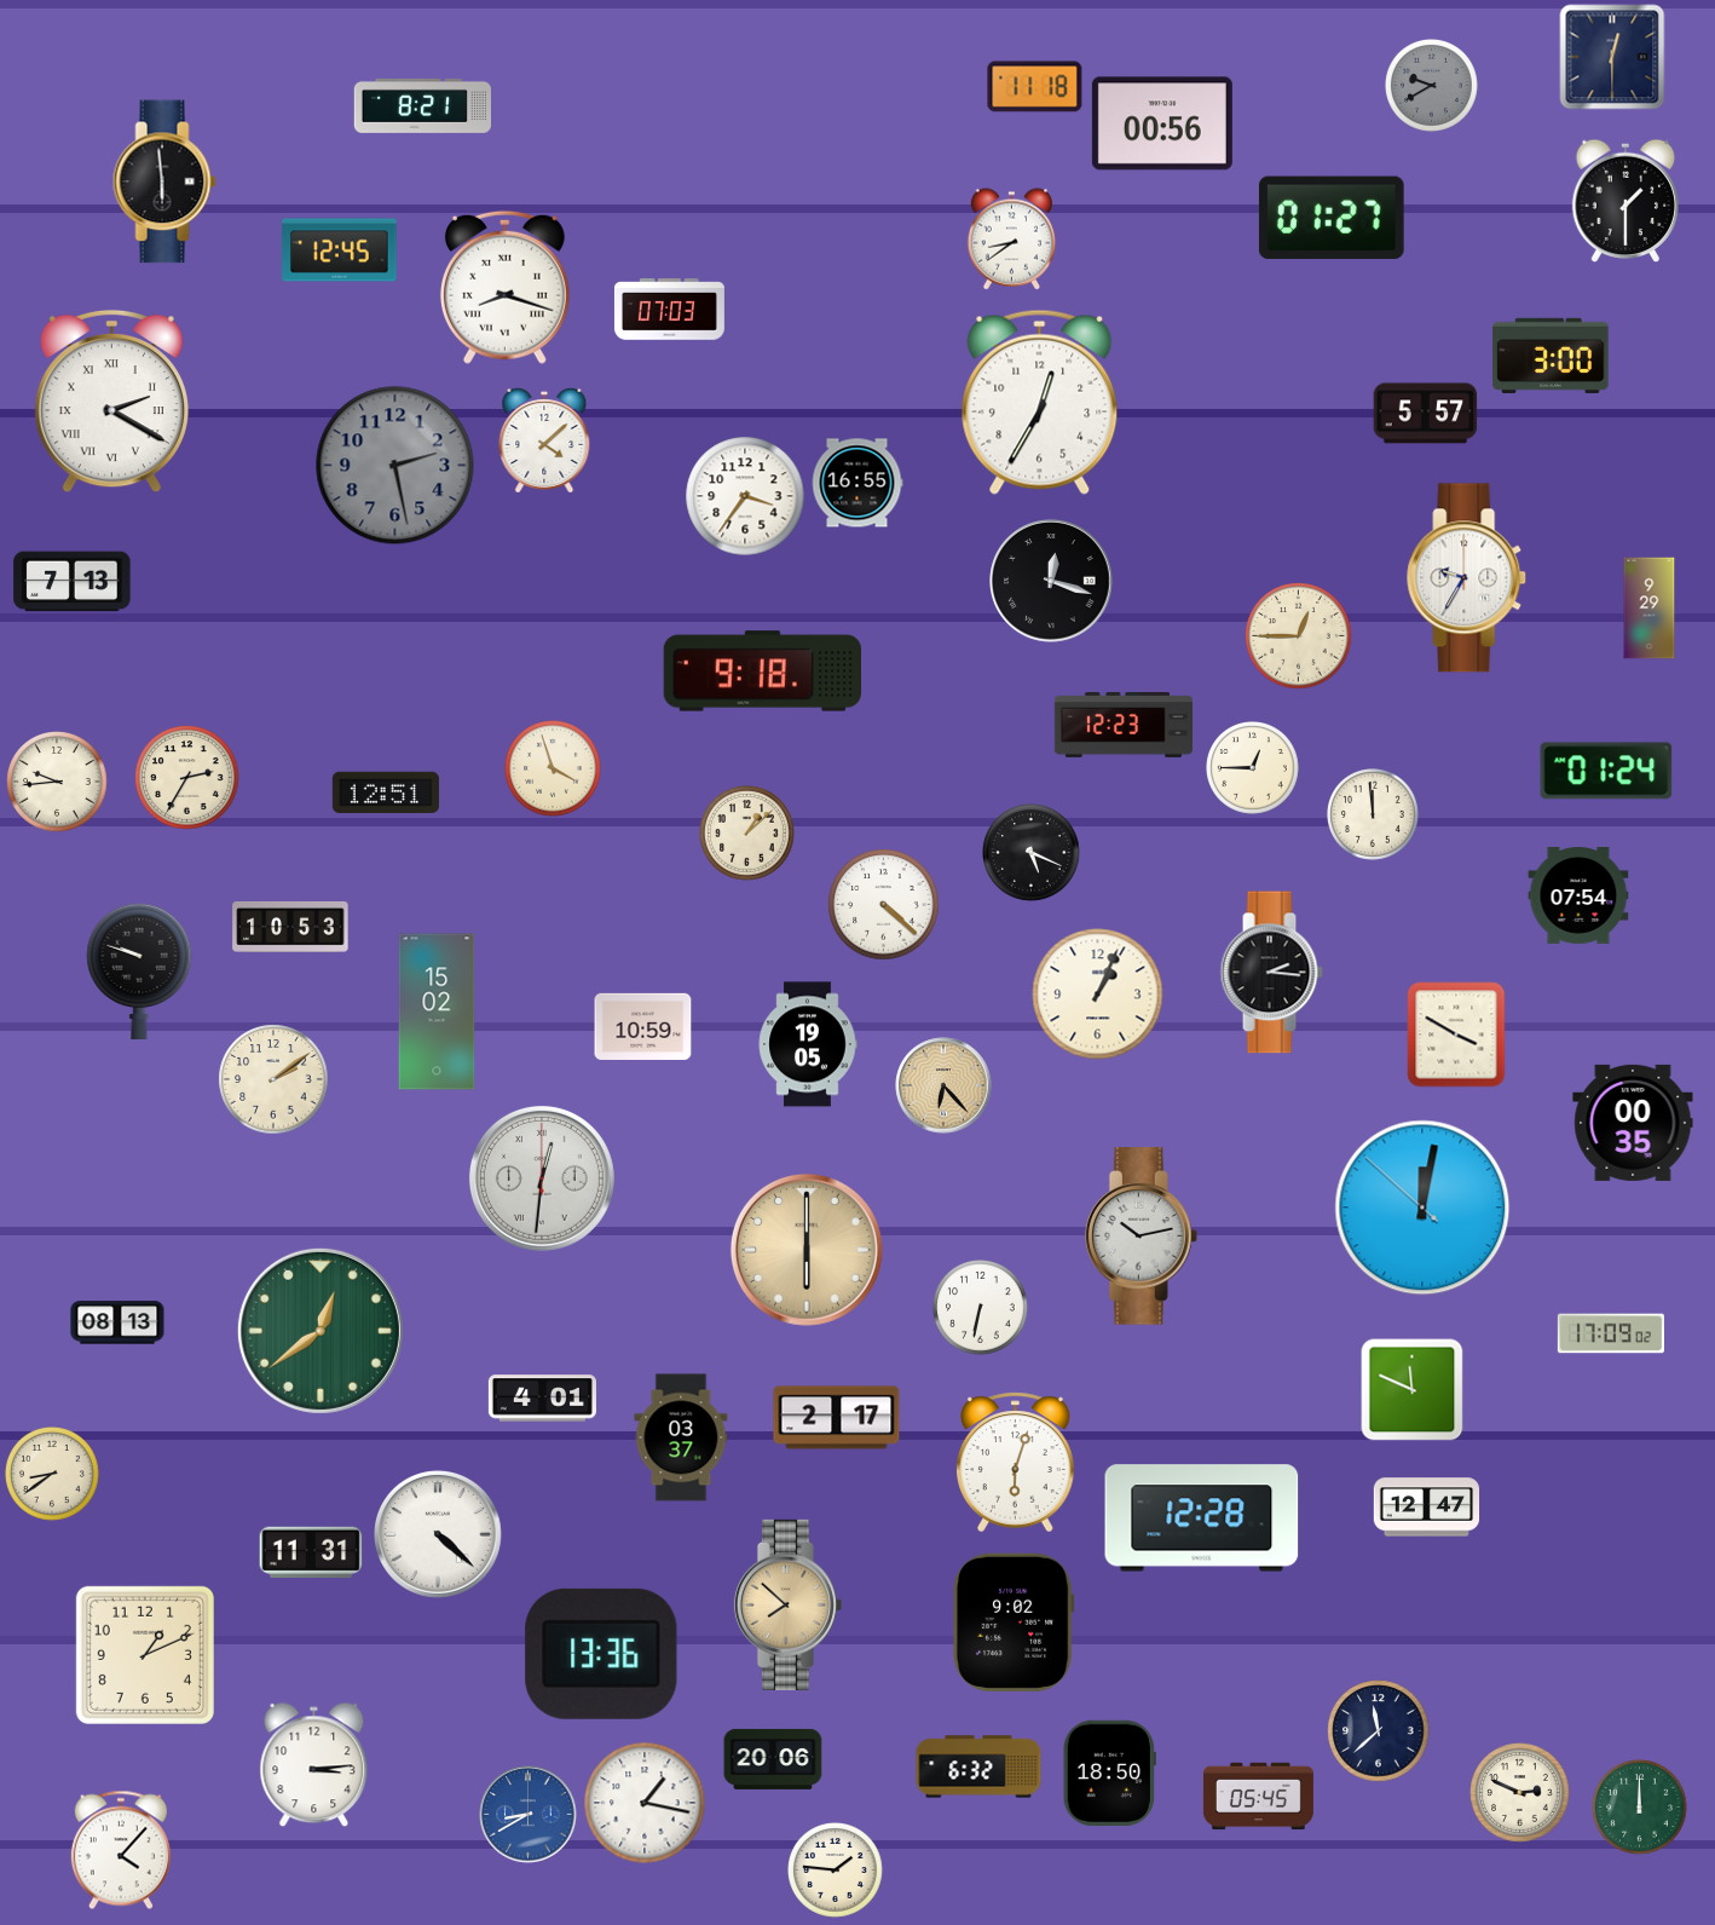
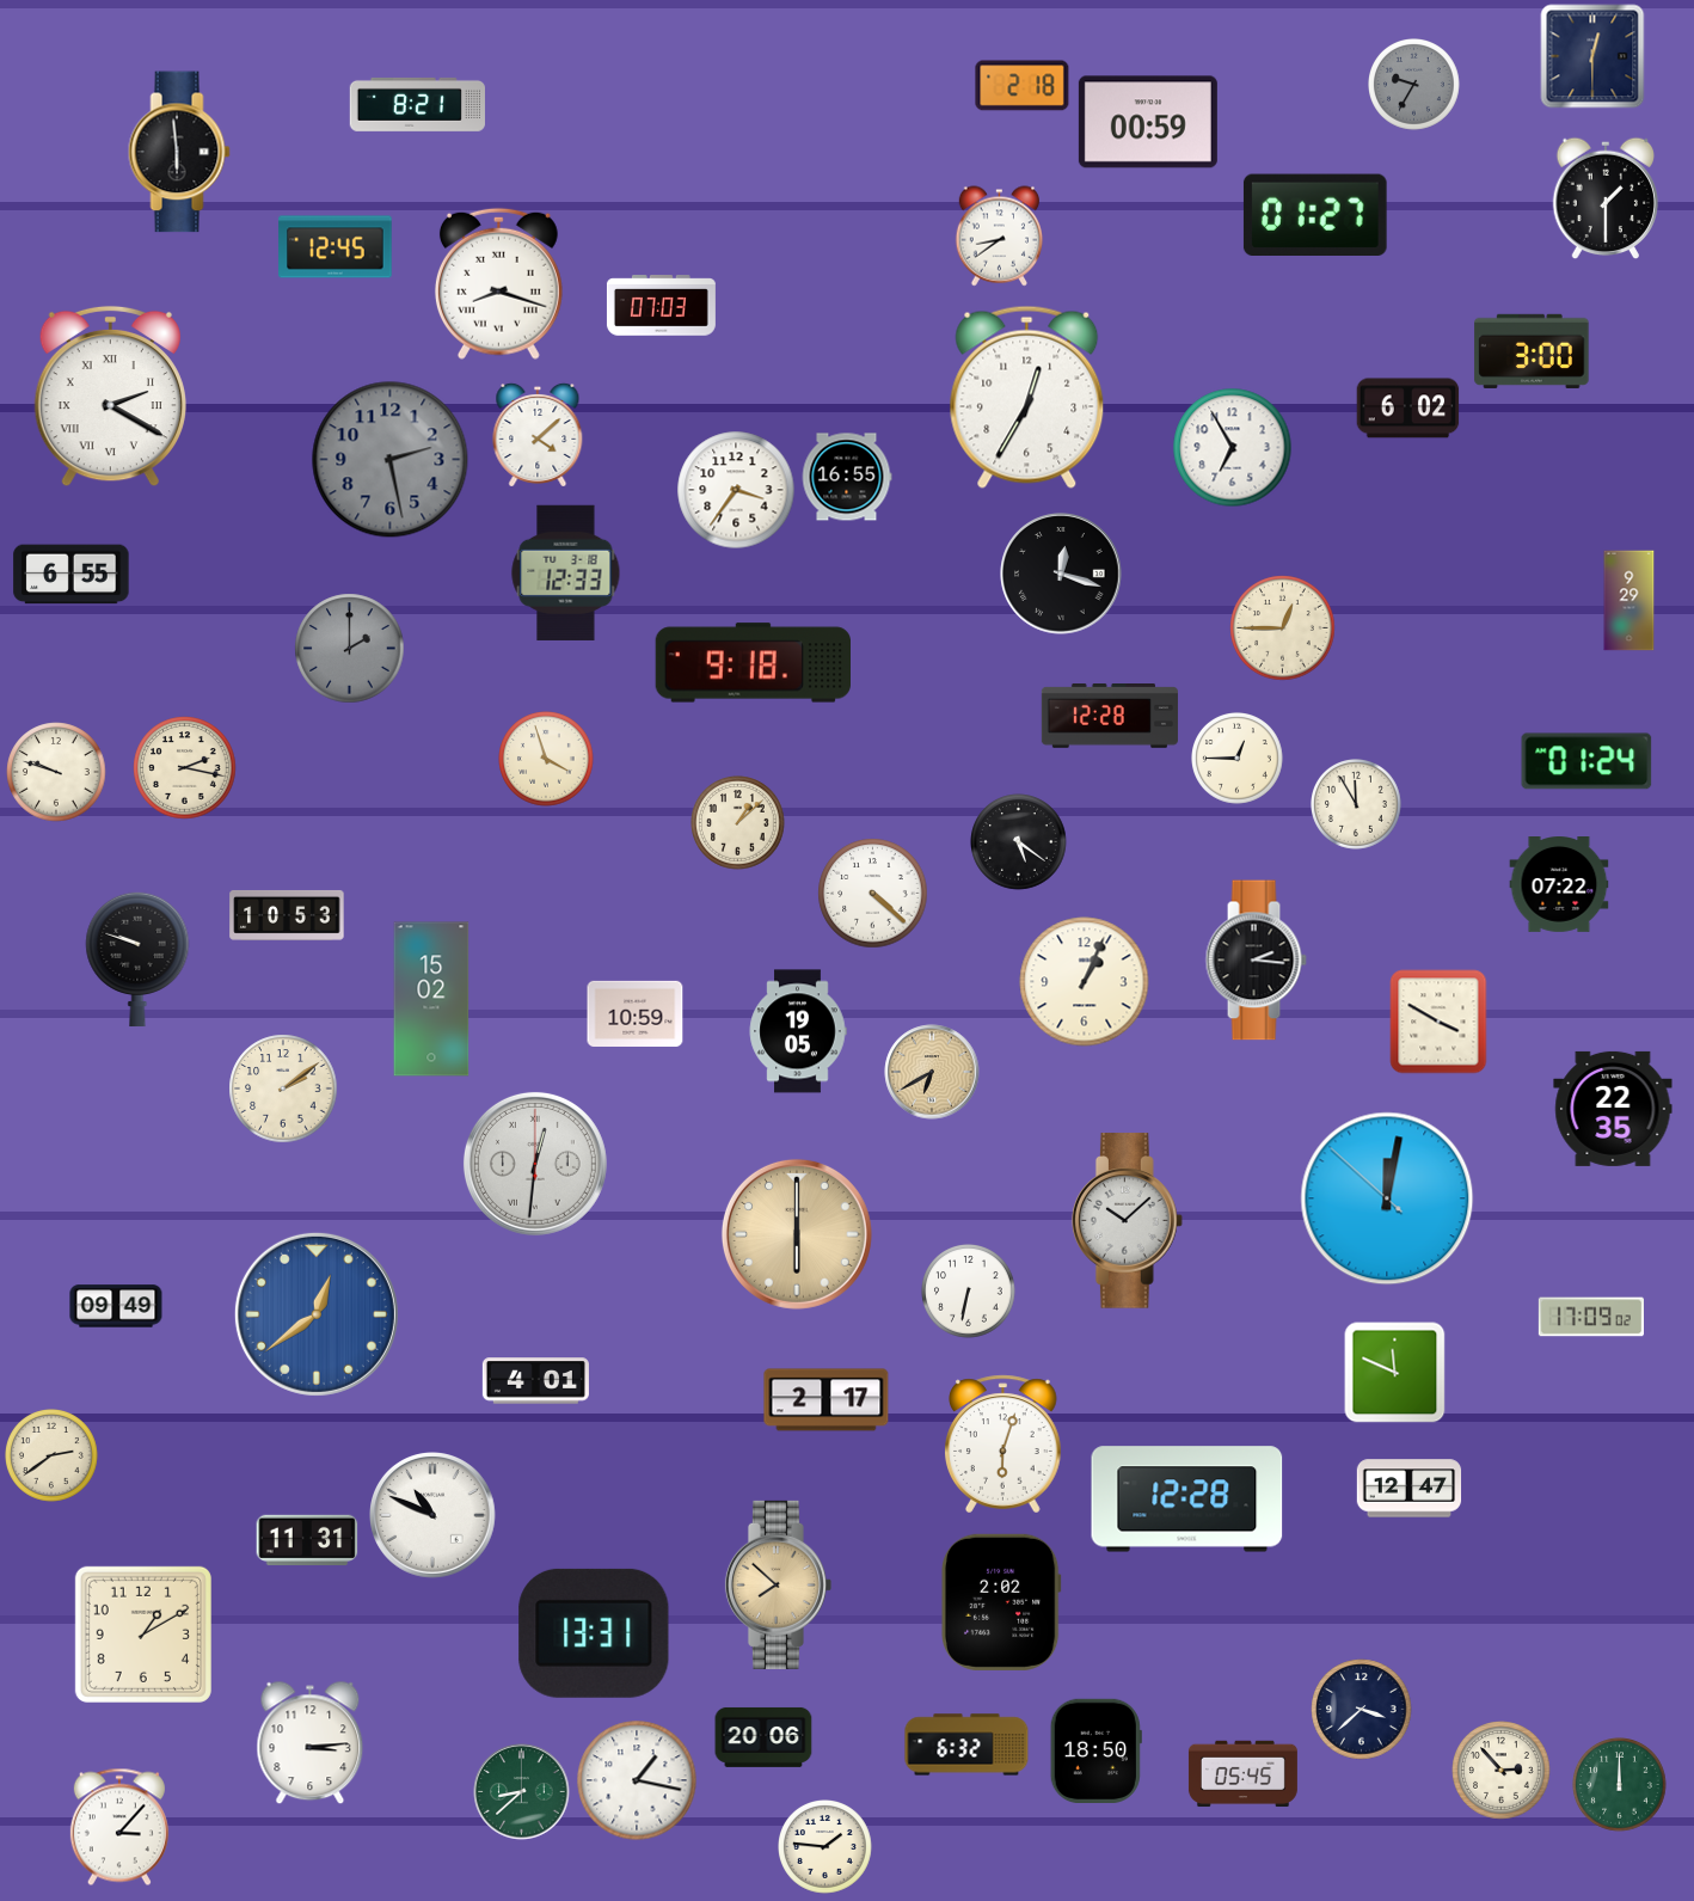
clock at (1432, 86): 9:40 -> 9:35
clock at (1035, 87): 11:18 -> 2:18
clock at (1162, 123): 00:56 -> 00:59
clock at (164, 181) position: (164, 181) -> (179, 152)
clock at (1426, 414): 5:57 -> 6:02
clock at (1233, 448): none -> 6:55
clock at (1467, 578): 9:35 -> none
clock at (566, 572): none -> 12:33
clock at (1051, 581) position: (1051, 581) -> (1061, 574)
clock at (73, 582): 7:13 -> 6:55
clock at (350, 649): none -> 2:00
clock at (1124, 726): 12:23 -> 12:28
clock at (187, 778): 2:35 -> 2:17
clock at (57, 782): 9:44 -> 9:48
clock at (386, 793): 12:51 -> none
clock at (1374, 815): 11:59 -> 11:55
clock at (1032, 853): 5:19 -> 5:21
clock at (1578, 897): 07:54 -> 07:22
clock at (273, 1079) position: (273, 1079) -> (283, 1089)
clock at (943, 1085): 6:23 -> 6:40
clock at (1633, 1123): 00:35 -> 22:35
clock at (1422, 1208) position: (1422, 1208) -> (1387, 1198)
clock at (1141, 1237): 10:13 -> 10:08
clock at (117, 1322): 08:13 -> 09:49
clock at (321, 1331) dial: green -> blue
clock at (681, 1437): 03:37 -> none
clock at (53, 1475): 8:39 -> 2:39
clock at (439, 1535): 4:22 -> 10:49
clock at (311, 1551) position: (311, 1551) -> (307, 1539)
clock at (1014, 1623): 9:02 -> 2:02
clock at (601, 1654): 13:36 -> 13:31
clock at (145, 1655): 1:11 -> 1:10
clock at (1379, 1731): 11:38 -> 3:38
clock at (1520, 1793): 2:49 -> 2:53
clock at (529, 1815): 8:40 -> 8:38
clock at (529, 1815) dial: blue -> green
clock at (121, 1850): 4:07 -> 3:07
